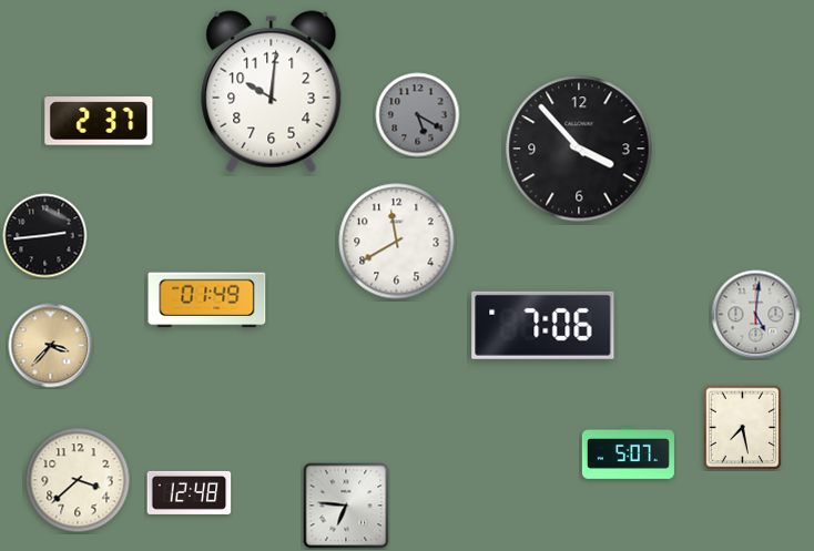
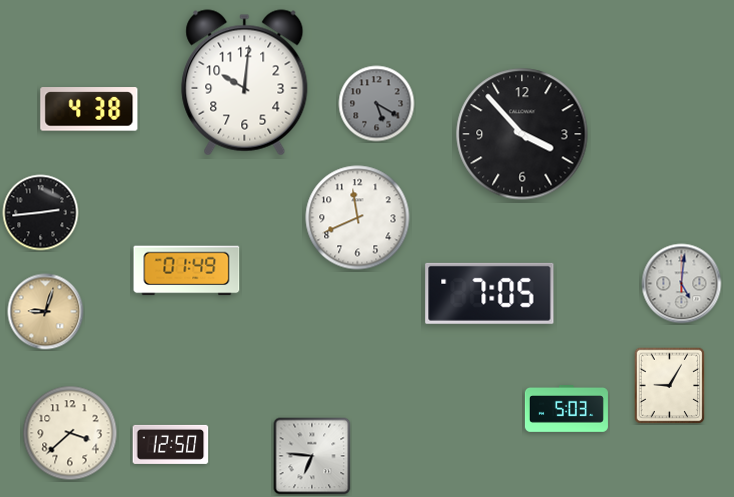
clock at (99, 121): 2:37 -> 4:38
clock at (397, 242): 11:40 -> 11:41
clock at (543, 325): 7:06 -> 7:05
clock at (51, 346): 3:37 -> 9:03
clock at (743, 427): 7:28 -> 9:05
clock at (628, 453): 5:07 -> 5:03
clock at (190, 492): 12:48 -> 12:50
